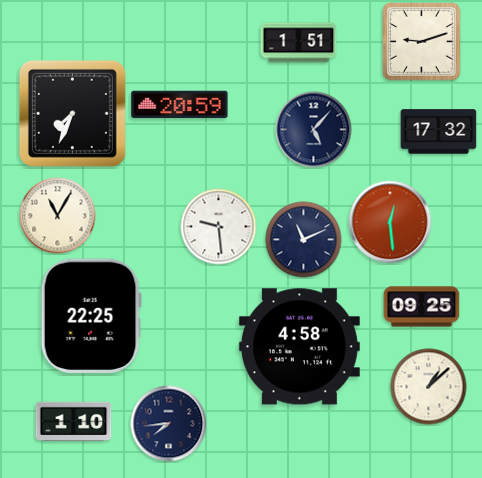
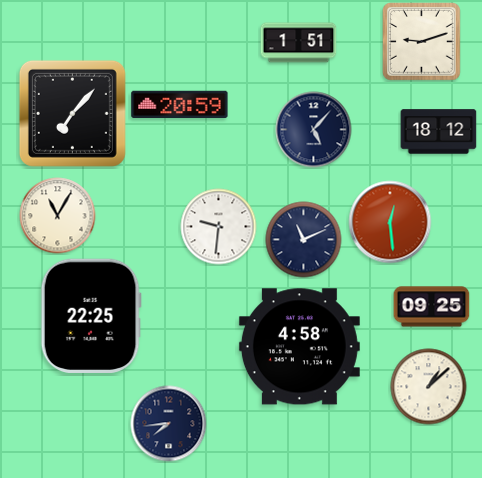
clock at (72, 113): 7:34 -> 7:07
clock at (439, 132): 17:32 -> 18:12
clock at (219, 227): 9:29 -> 9:31
clock at (422, 307) position: (422, 307) -> (432, 307)
clock at (74, 421): 1:10 -> none
